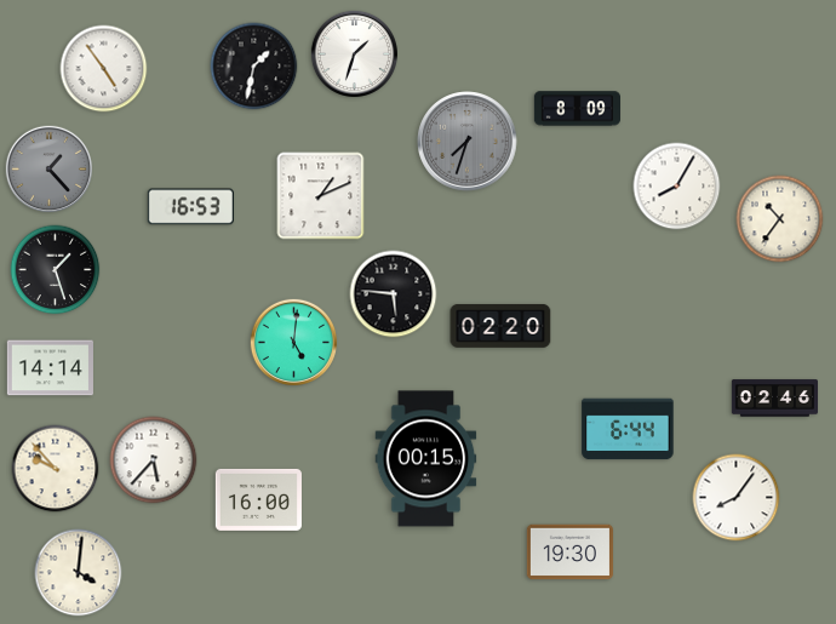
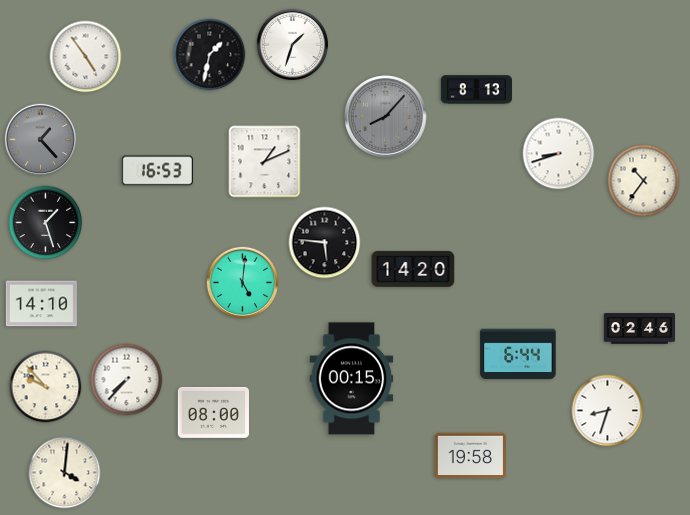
clock at (577, 109): 8:09 -> 8:13
clock at (468, 142): 7:33 -> 8:07
clock at (677, 187): 8:05 -> 8:42
clock at (500, 326): 02:20 -> 14:20
clock at (50, 368): 14:14 -> 14:10
clock at (154, 460): 5:37 -> 7:37
clock at (737, 498): 8:06 -> 8:33
clock at (258, 499): 16:00 -> 08:00
clock at (569, 553): 19:30 -> 19:58
